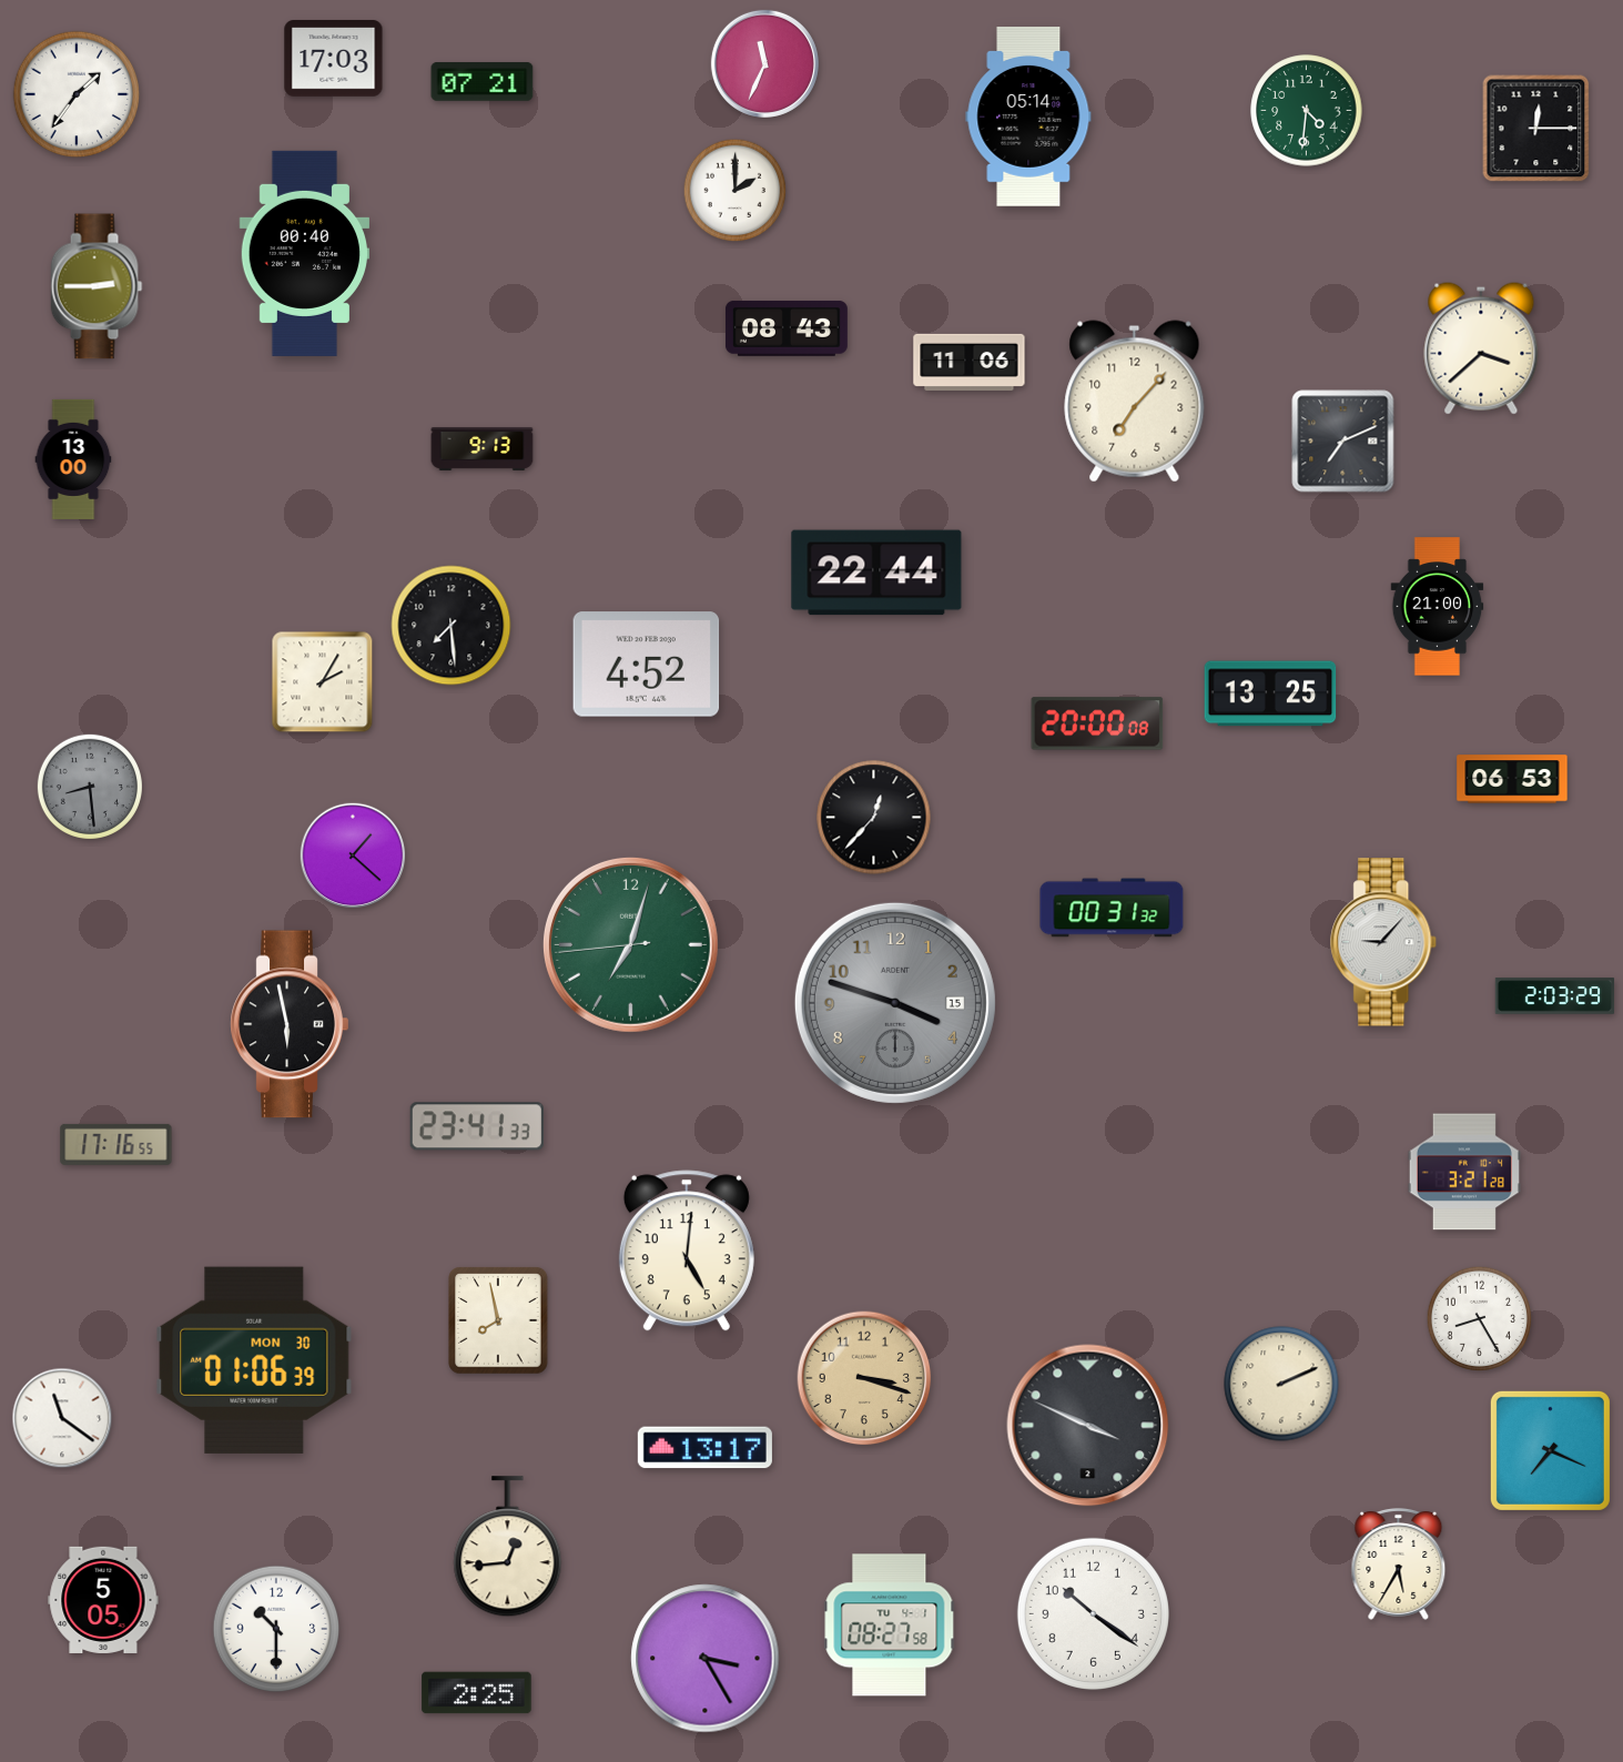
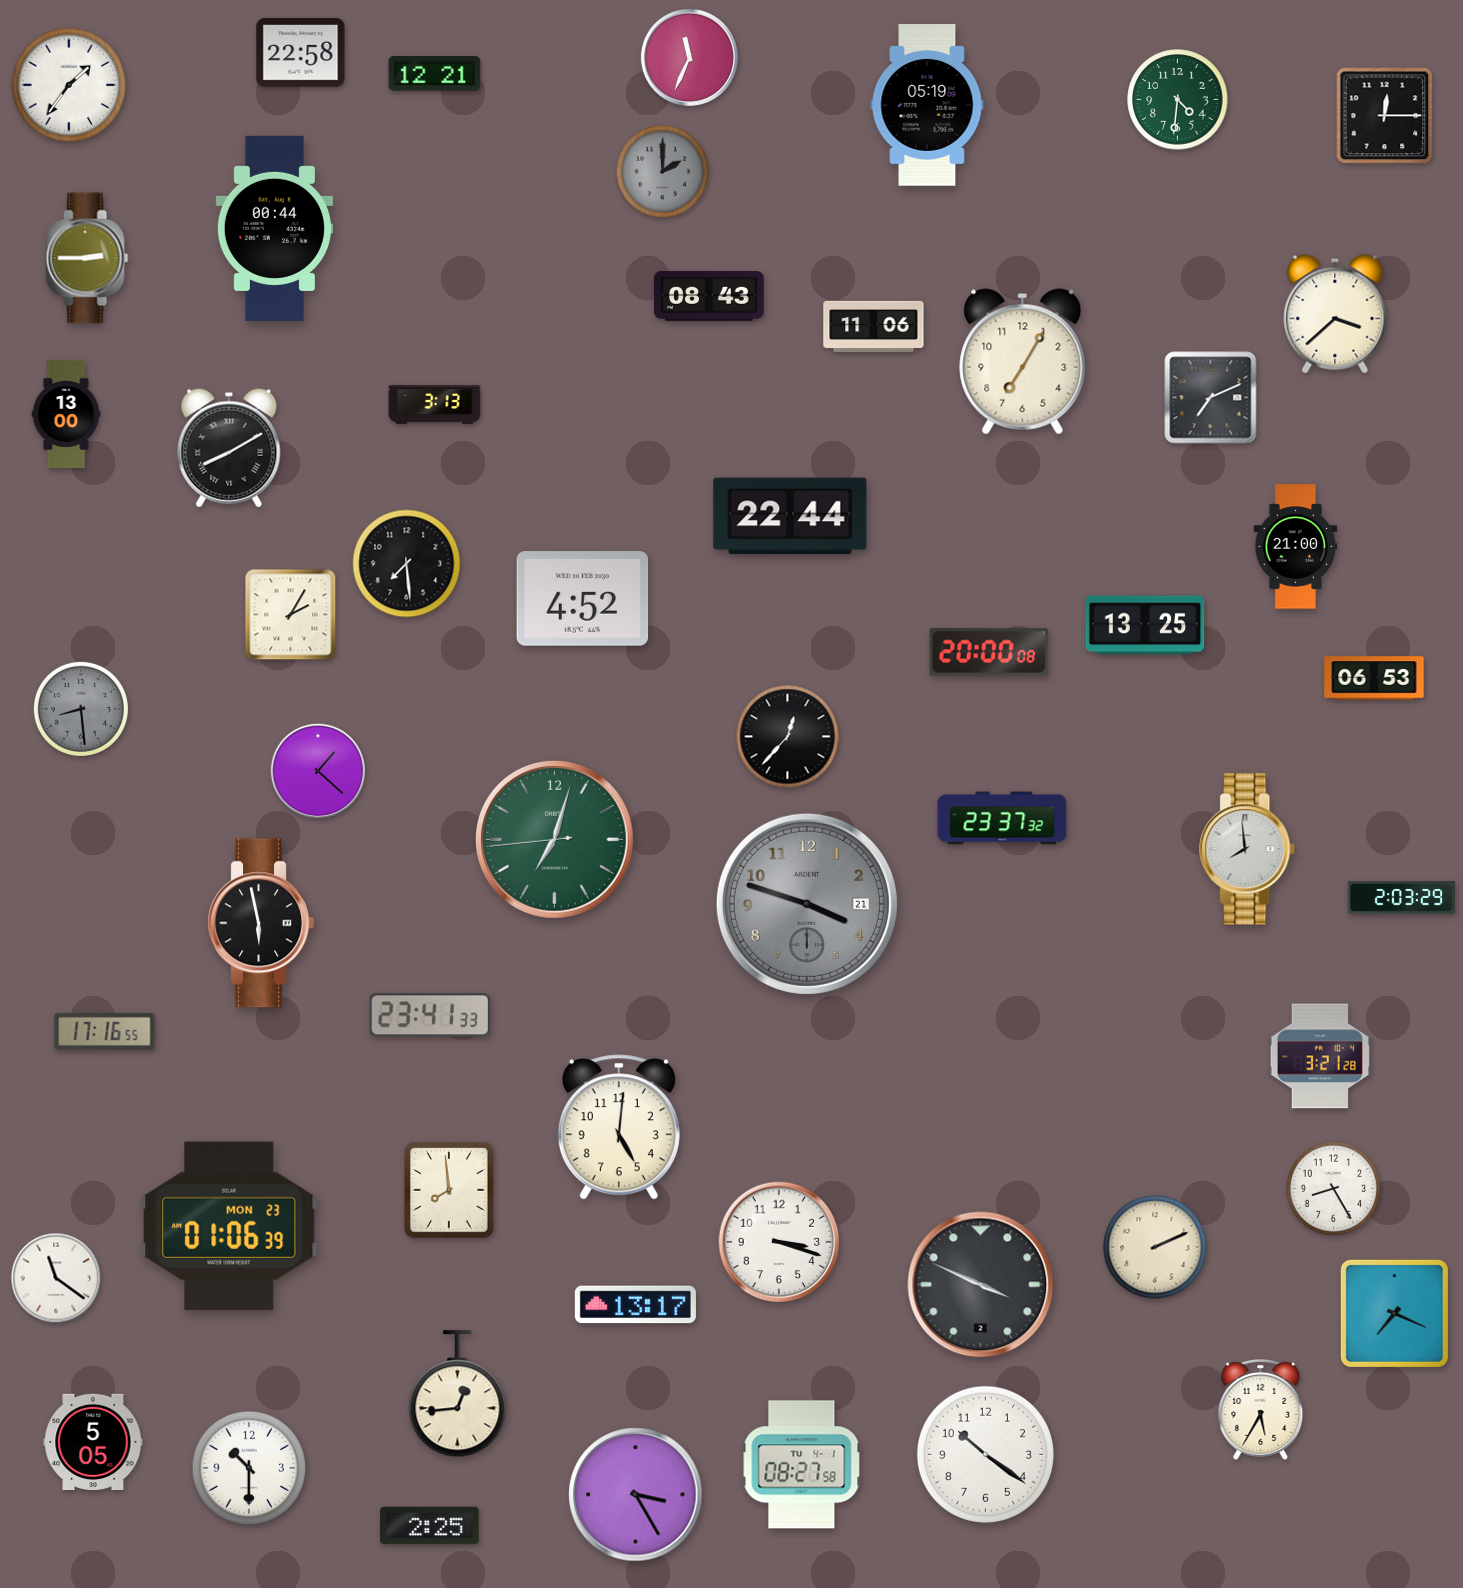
clock at (334, 59): 17:03 -> 22:58
clock at (483, 82): 07:21 -> 12:21
clock at (1028, 118): 05:14 -> 05:19
clock at (736, 191) dial: white -> grey
clock at (304, 253): 00:40 -> 00:44
clock at (1135, 402): 7:07 -> 7:05
clock at (483, 448): 9:13 -> 3:13
clock at (229, 448): none -> 8:10
clock at (1512, 779) position: (1512, 779) -> (1374, 678)
clock at (1112, 908): 00:31 -> 23:37
clock at (1384, 942): 9:07 -> 7:59
clock at (630, 944) position: (630, 944) -> (554, 839)
clock at (895, 1003) date: 15 -> 21
clock at (498, 1320): 7:58 -> 7:59
clock at (254, 1360) date: MON 30 -> MON 23
clock at (864, 1378) dial: champagne -> white
clock at (1550, 1450) position: (1550, 1450) -> (1394, 1313)
